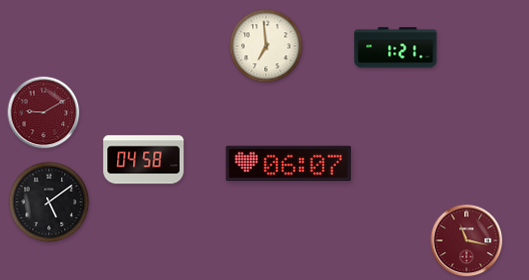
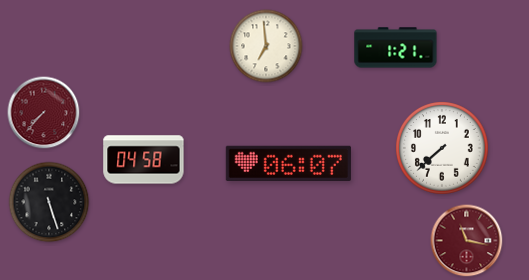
clock at (44, 113): 9:10 -> 7:37
clock at (443, 149): none -> 7:38
clock at (49, 202): 5:09 -> 5:27
